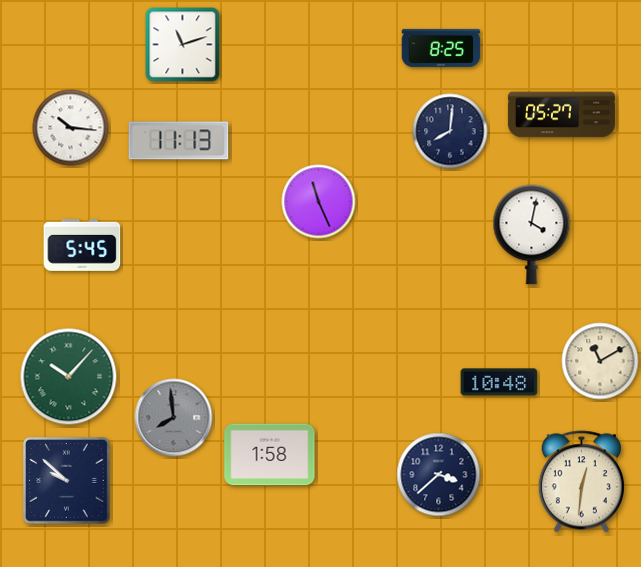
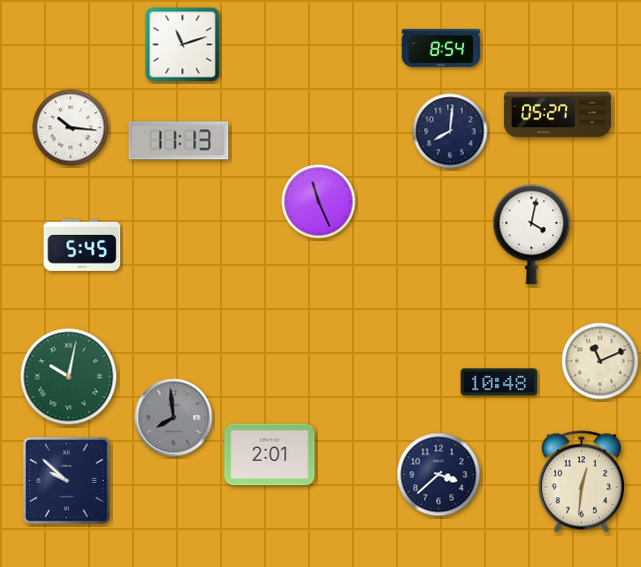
clock at (441, 48): 8:25 -> 8:54
clock at (561, 115) position: (561, 115) -> (557, 115)
clock at (600, 361): 11:10 -> 11:11
clock at (69, 377): 10:07 -> 10:02
clock at (270, 455): 1:58 -> 2:01
